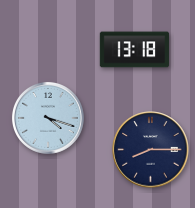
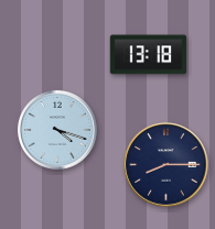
clock at (48, 118) position: (48, 118) -> (57, 130)
